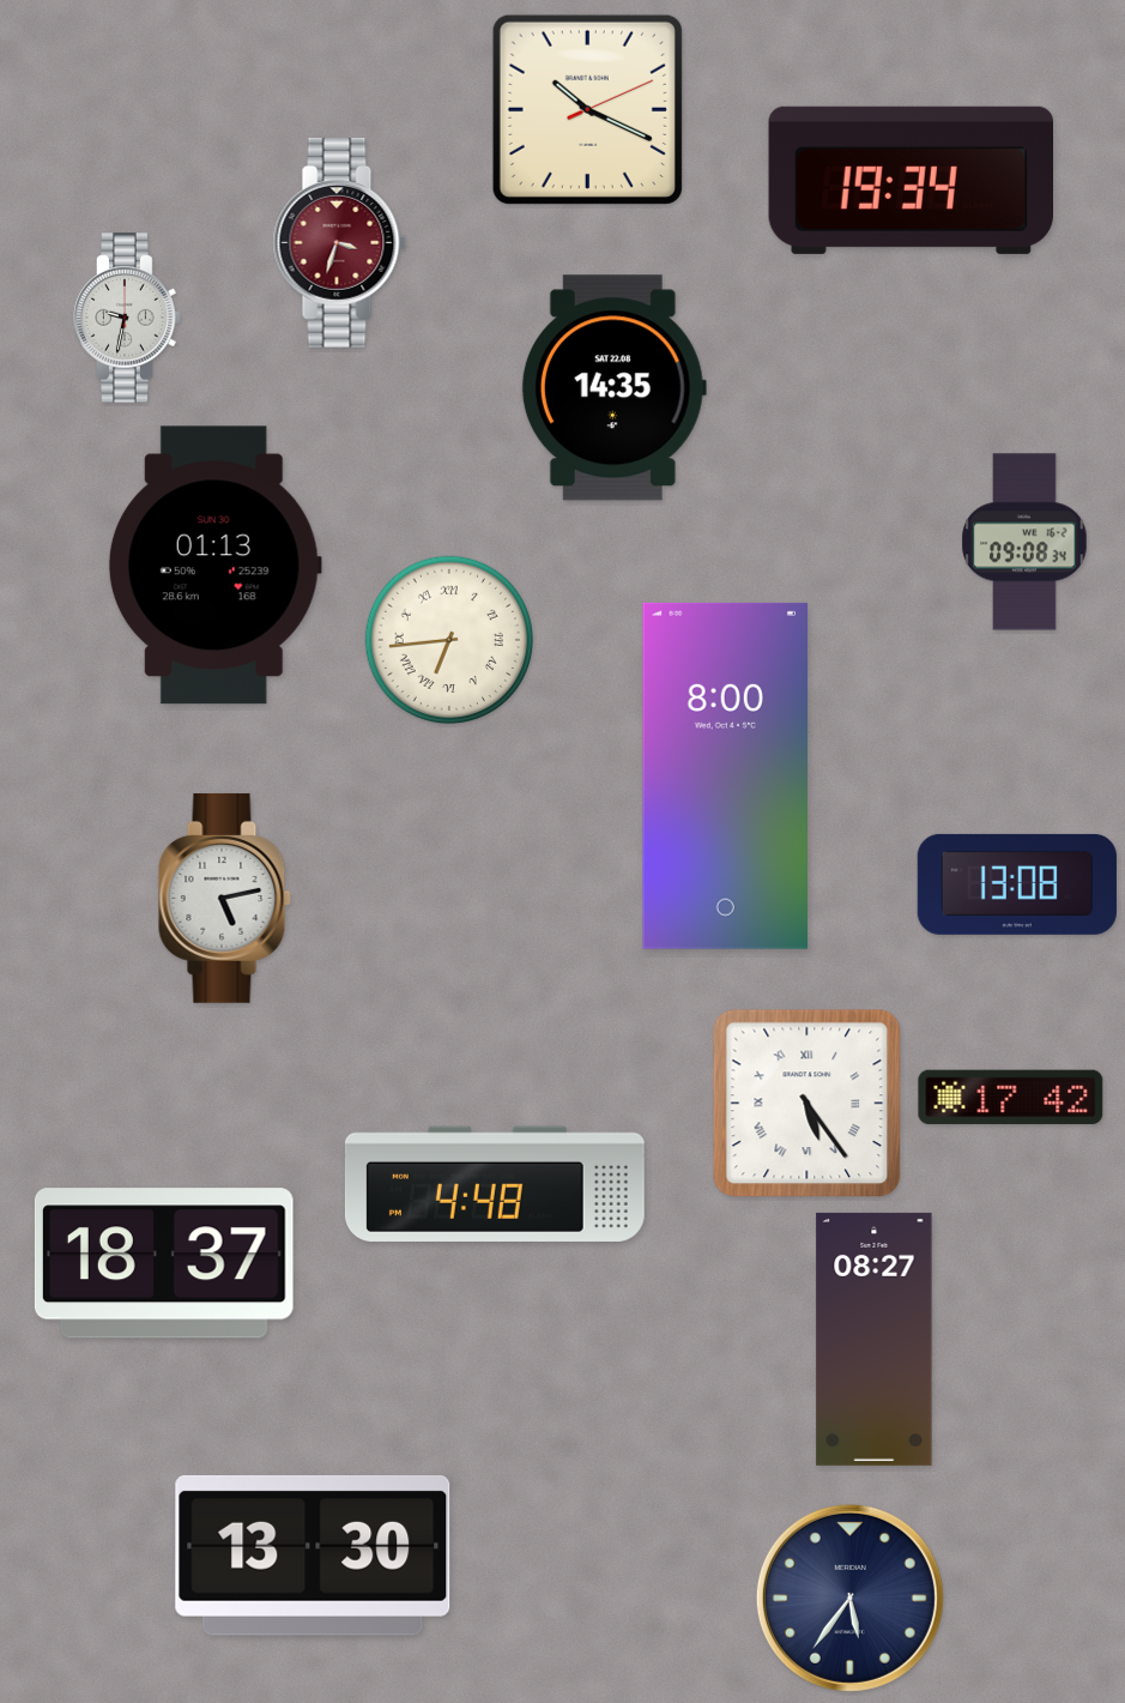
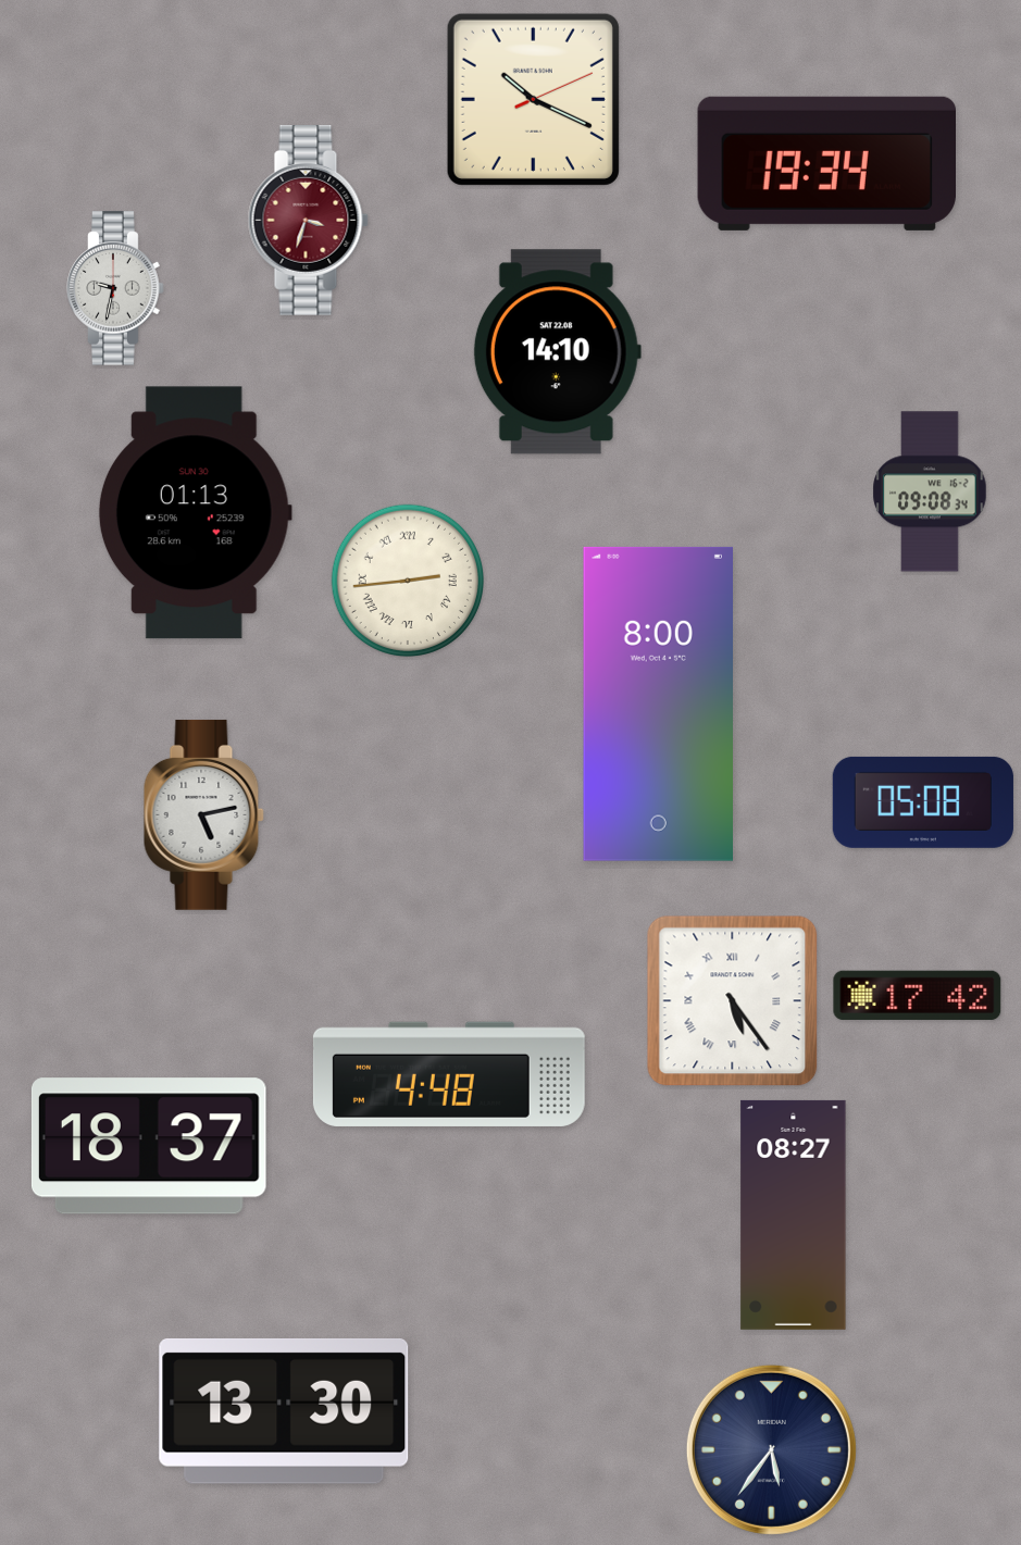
clock at (613, 388): 14:35 -> 14:10
clock at (448, 639): 6:44 -> 2:44
clock at (1017, 884): 13:08 -> 05:08
